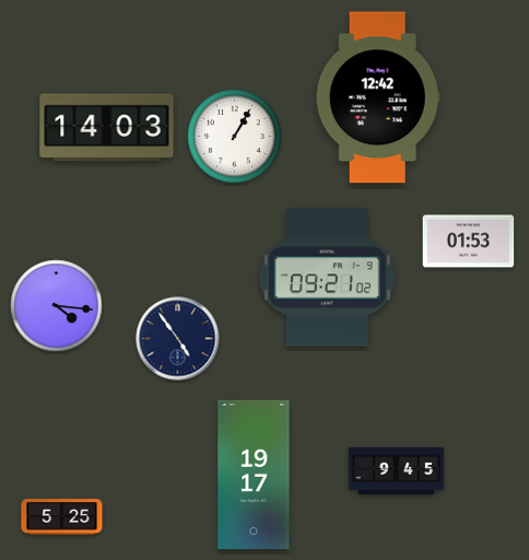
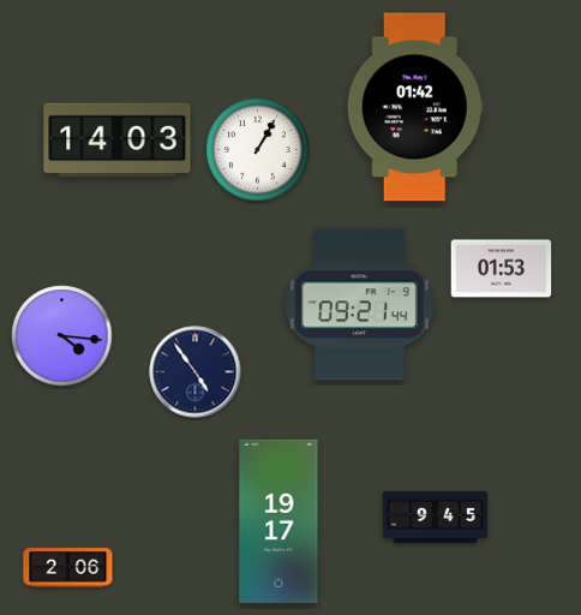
clock at (378, 97): 12:42 -> 01:42
clock at (469, 242) position: (469, 242) -> (502, 269)
clock at (327, 278): 09:21:02 -> 09:21:44
clock at (62, 517): 5:25 -> 2:06
